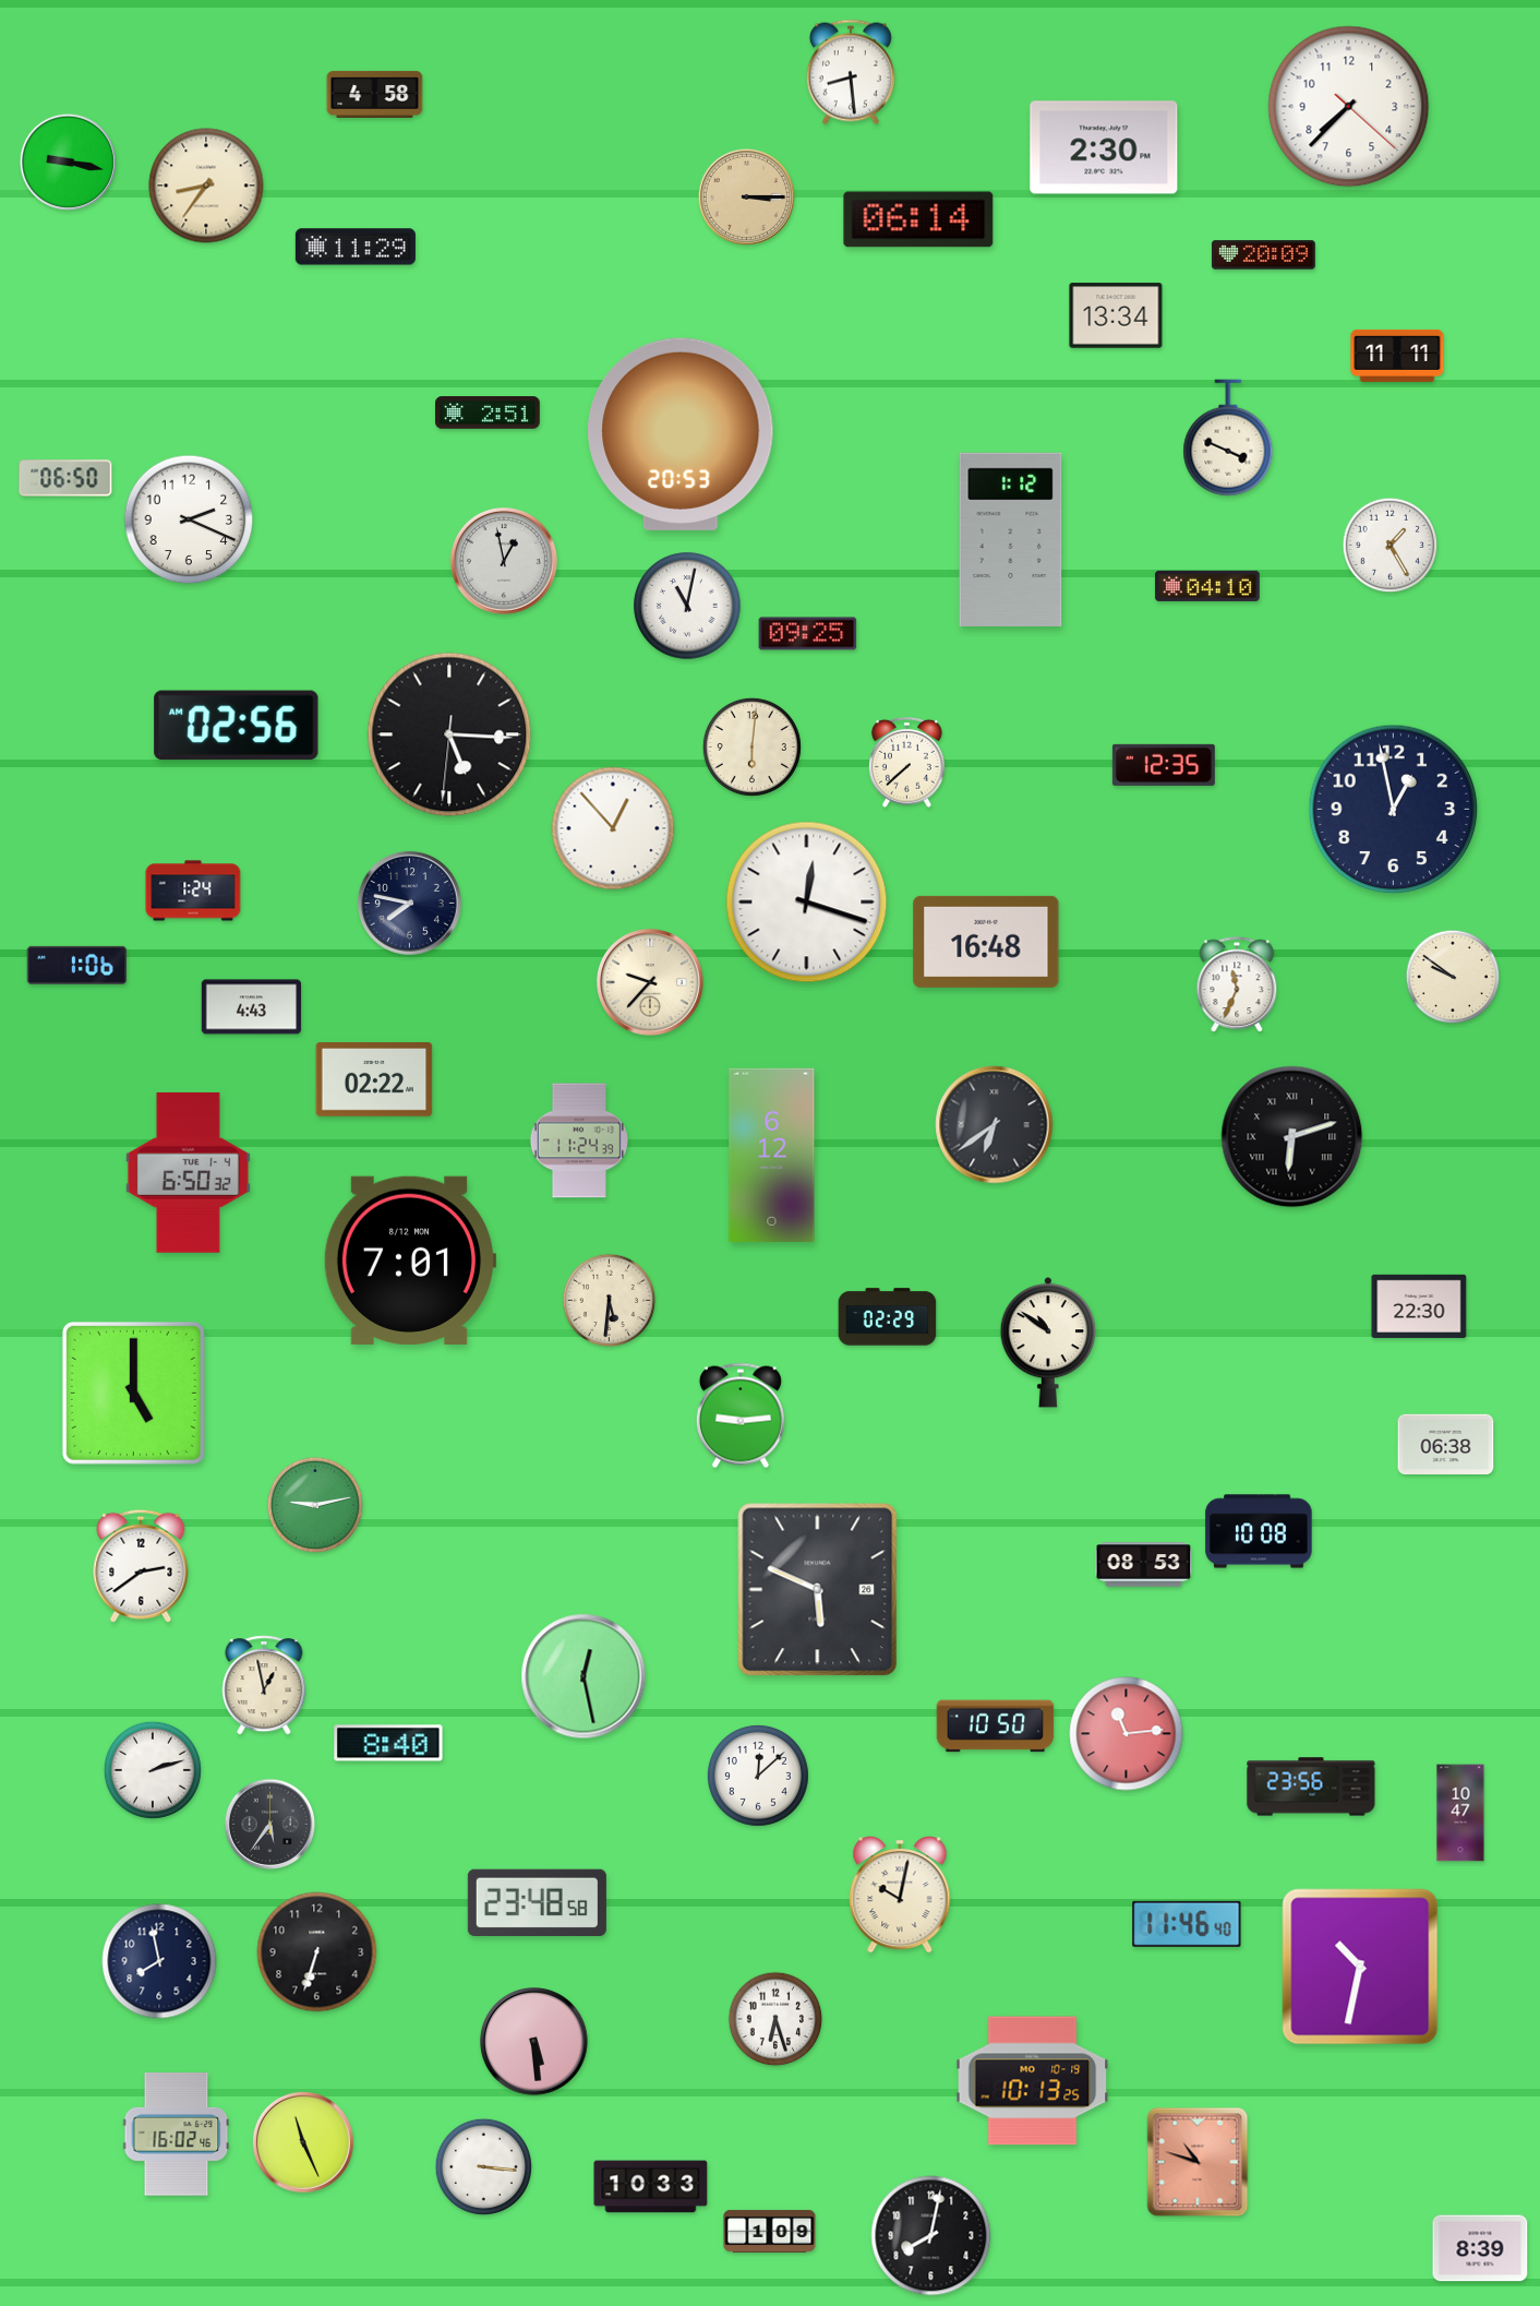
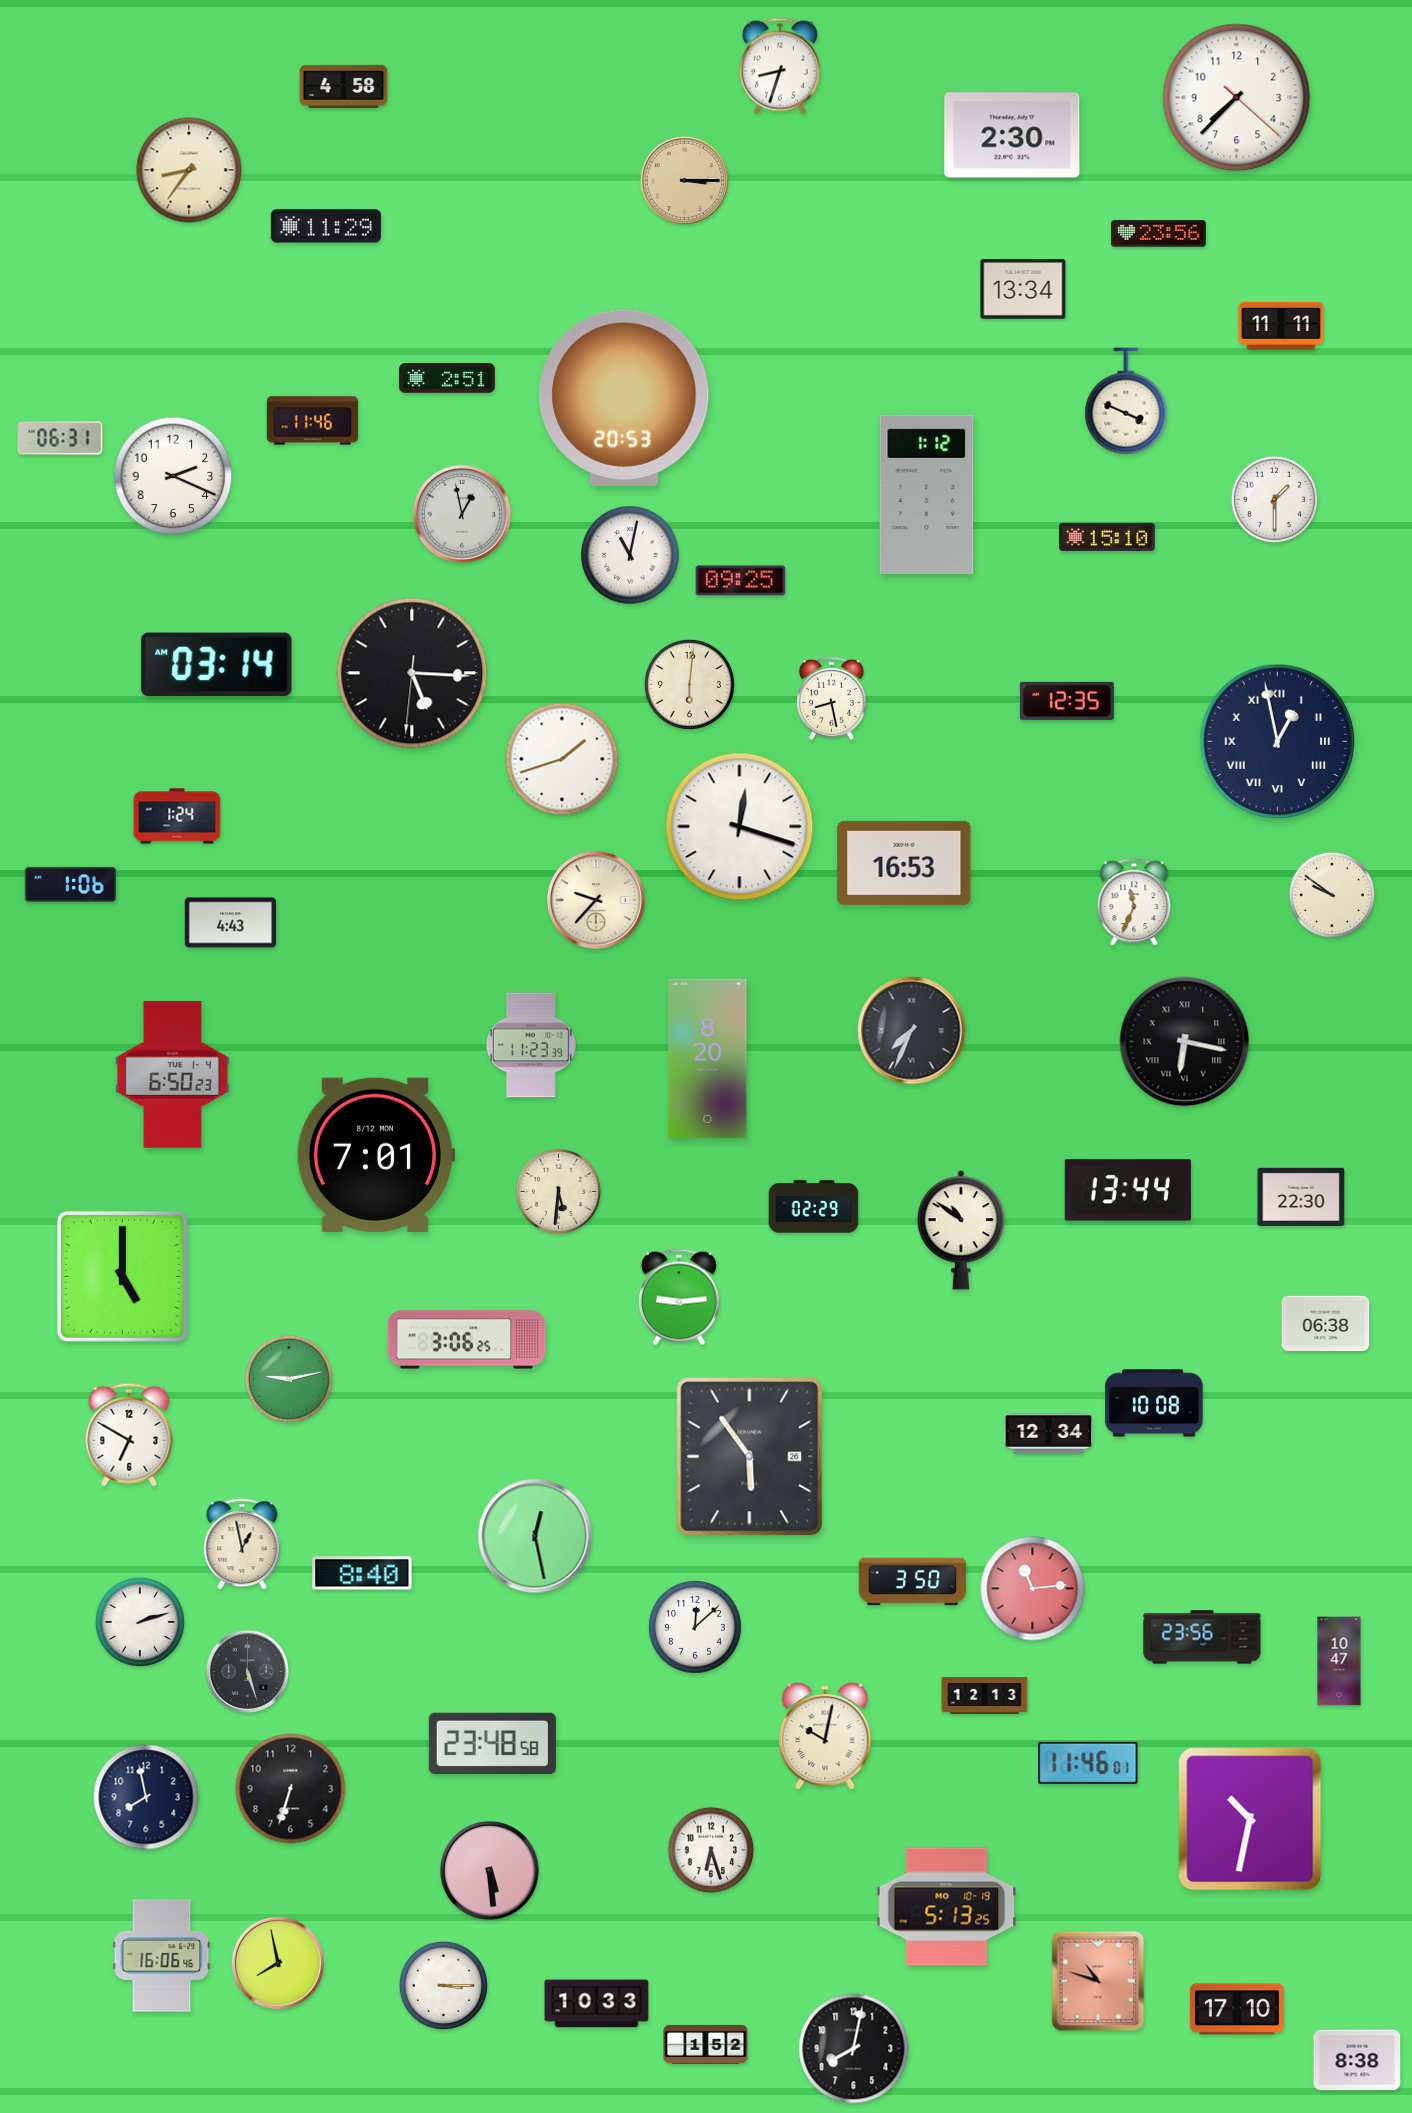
clock at (851, 72): 8:29 -> 8:33
clock at (68, 162): 9:17 -> none
clock at (918, 219): 06:14 -> none
clock at (1263, 255): 20:09 -> 23:56
clock at (313, 421): none -> 11:46
clock at (65, 478): 06:50 -> 06:31
clock at (1391, 546): 1:25 -> 1:30
clock at (1207, 586): 04:10 -> 15:10
clock at (237, 726): 02:56 -> 03:14
clock at (906, 762): 7:38 -> 8:28
clock at (1394, 810) numerals: Arabic -> Roman
clock at (613, 828): 12:53 -> 1:42
clock at (409, 903): 7:47 -> none
clock at (986, 942): 16:48 -> 16:53
clock at (374, 1080): 02:22 -> none
clock at (995, 1125): 6:39 -> 7:34
clock at (1292, 1137): 6:12 -> 6:17
clock at (579, 1140): 11:24 -> 11:23
clock at (772, 1155): 6:12 -> 8:20
clock at (188, 1172): 6:50:32 -> 6:50:23
clock at (1128, 1190): none -> 13:44
clock at (467, 1340): none -> 3:06
clock at (1144, 1565): 08:53 -> 12:34
clock at (141, 1566): 2:39 -> 6:50
clock at (818, 1590): 5:49 -> 5:54
clock at (996, 1726): 10:50 -> 3:50
clock at (388, 1743) position: (388, 1743) -> (362, 1573)
clock at (270, 1825): 5:36 -> 5:27
clock at (985, 1695): none -> 12:13
clock at (1187, 1924): 11:46:40 -> 11:46:01
clock at (1360, 1967) position: (1360, 1967) -> (1250, 1819)
clock at (1033, 2081): 10:13 -> 5:13
clock at (177, 2135): 16:02 -> 16:06
clock at (303, 2142): 11:26 -> 7:58
clock at (483, 2166): 3:16 -> 3:15
clock at (1237, 2009): none -> 17:10
clock at (770, 2231): 1:09 -> 1:52
clock at (1480, 2248): 8:39 -> 8:38
